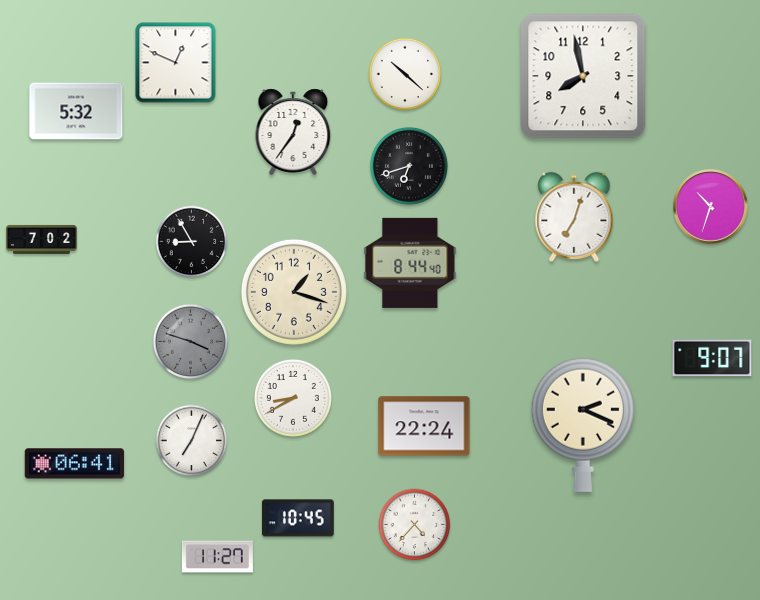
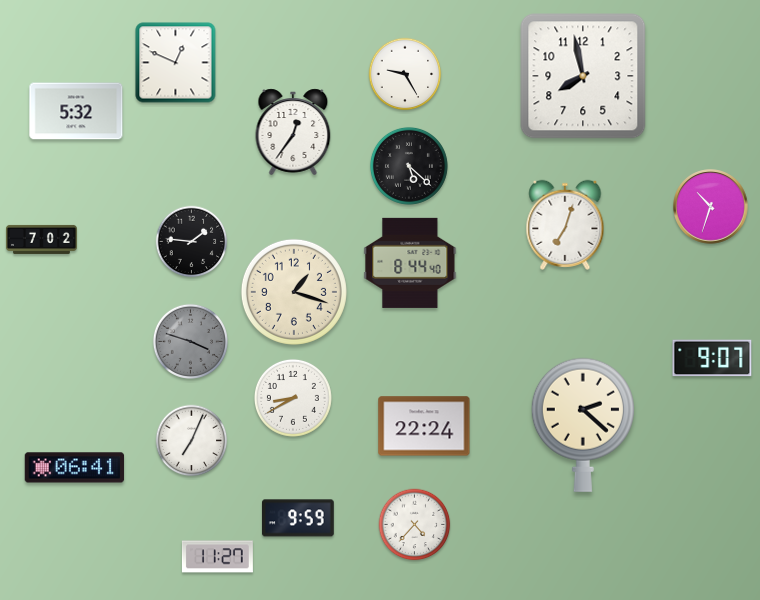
clock at (405, 74): 10:22 -> 9:25
clock at (409, 166): 6:42 -> 5:22
clock at (574, 217) position: (574, 217) -> (565, 225)
clock at (192, 242): 8:55 -> 1:46
clock at (583, 425): 2:19 -> 2:22
clock at (75, 464) position: (75, 464) -> (75, 468)
clock at (298, 518): 10:45 -> 9:59
